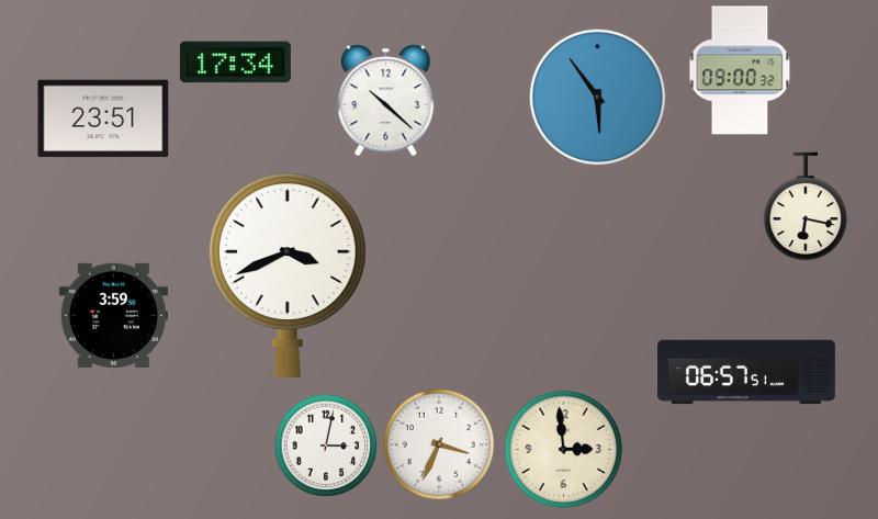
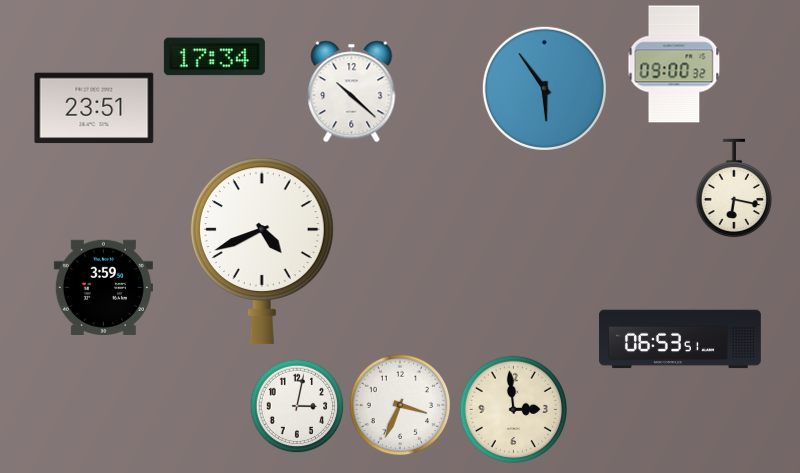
clock at (288, 275): 3:41 -> 4:41
clock at (746, 372): 06:57 -> 06:53
